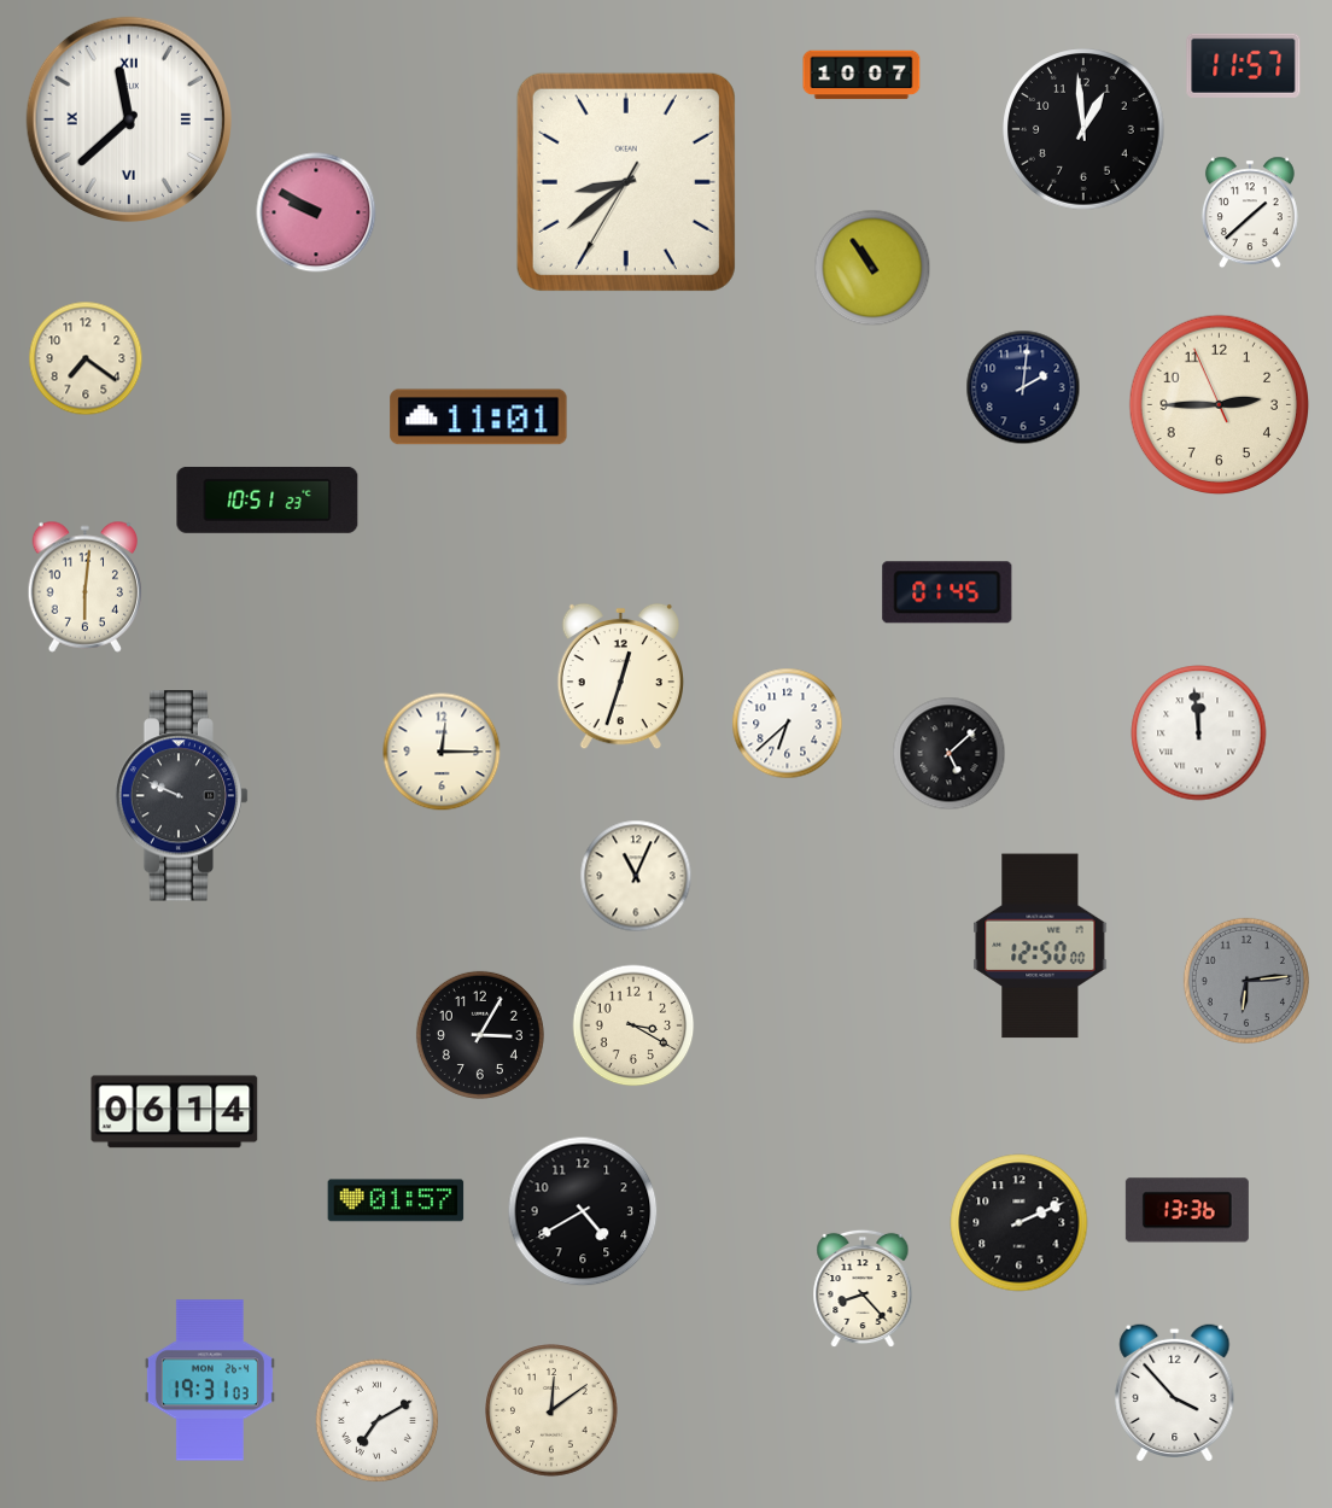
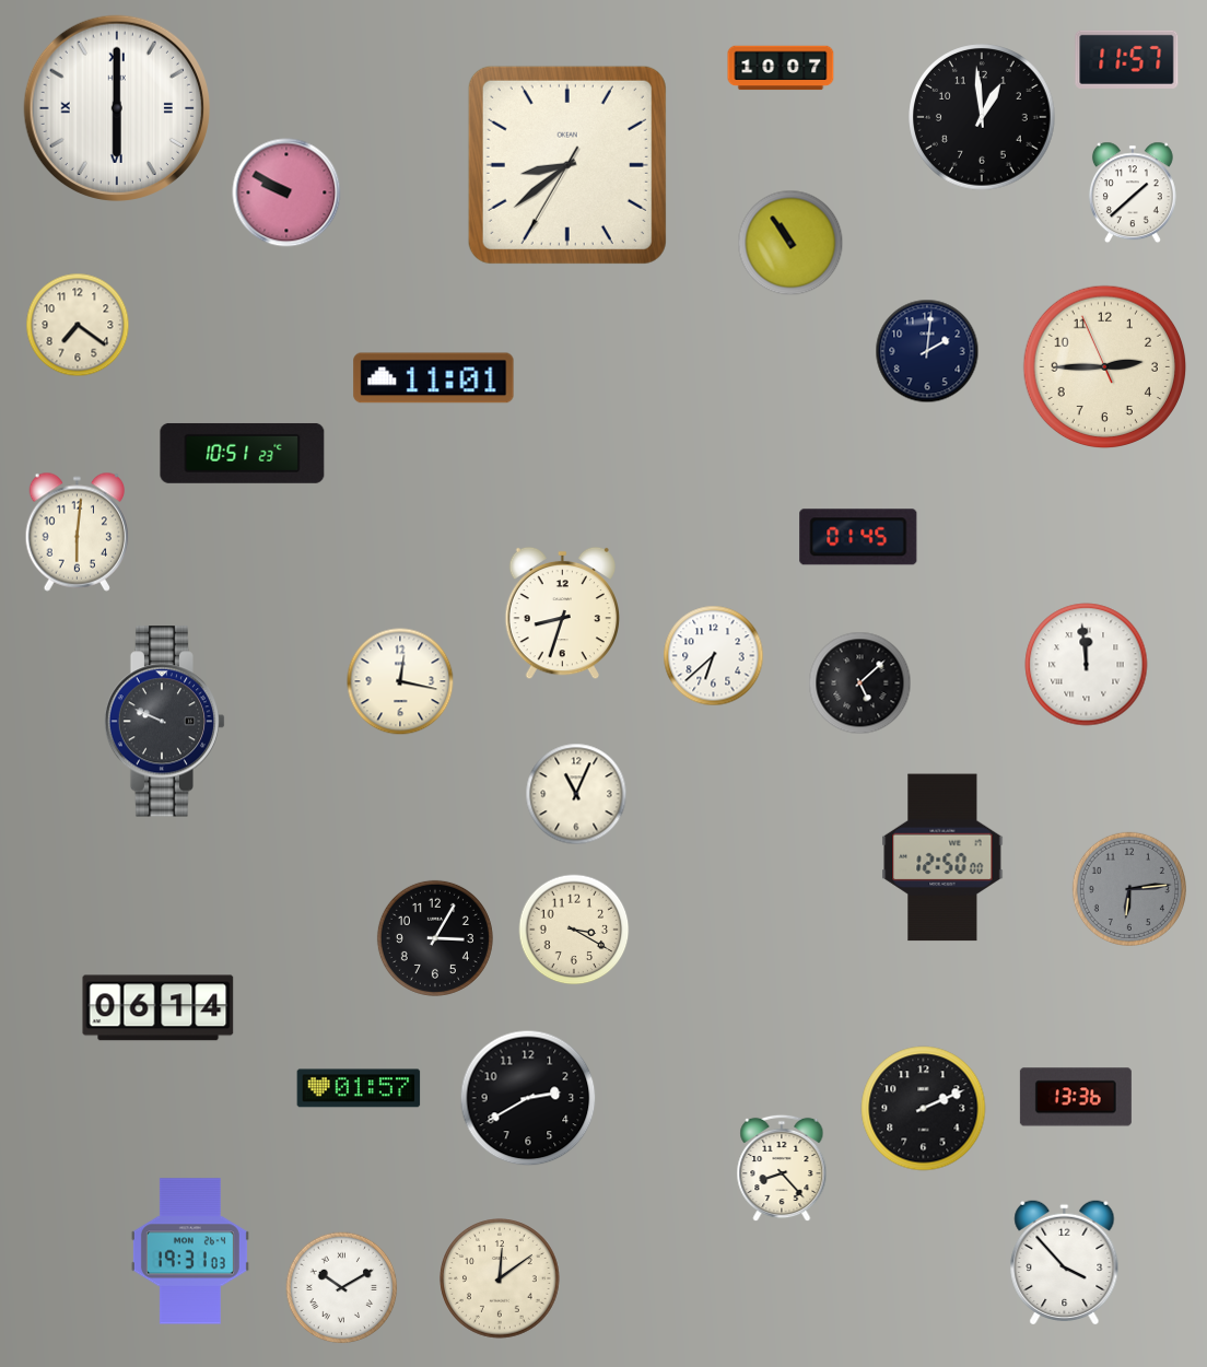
clock at (129, 119): 11:38 -> 6:00
clock at (620, 677): 12:33 -> 8:33
clock at (442, 752): 12:15 -> 12:17
clock at (583, 1211): 4:40 -> 2:40
clock at (378, 1421): 7:10 -> 10:10
